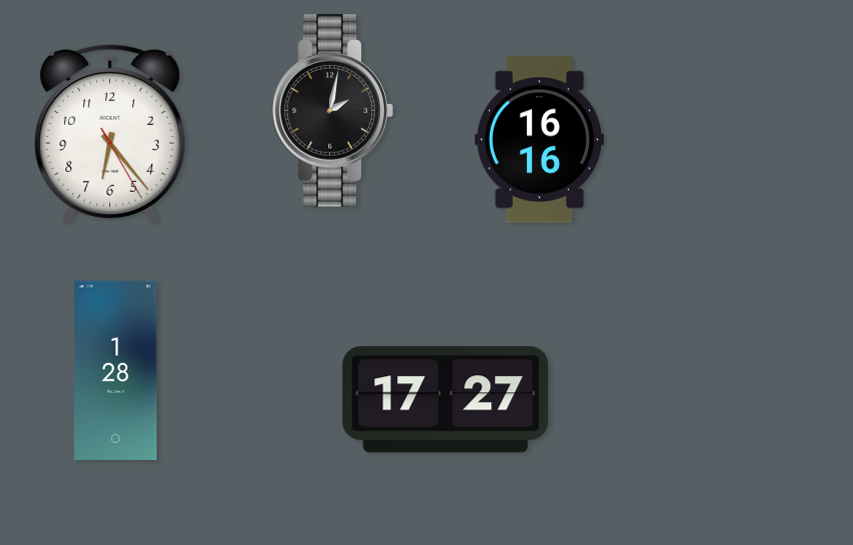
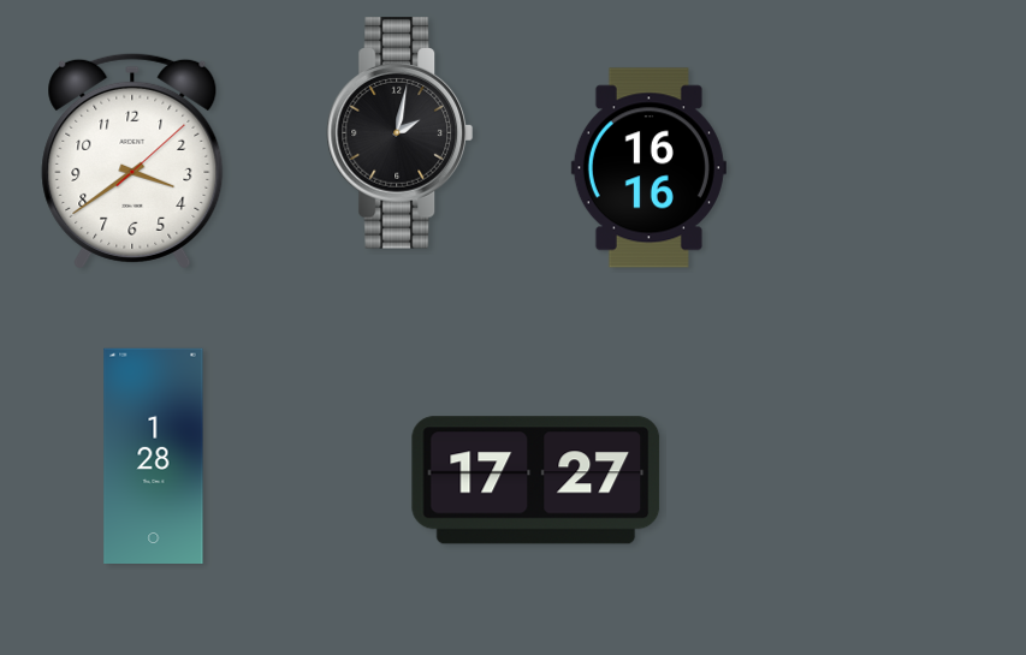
clock at (110, 134): 6:23 -> 3:39
clock at (116, 370) position: (116, 370) -> (154, 455)
